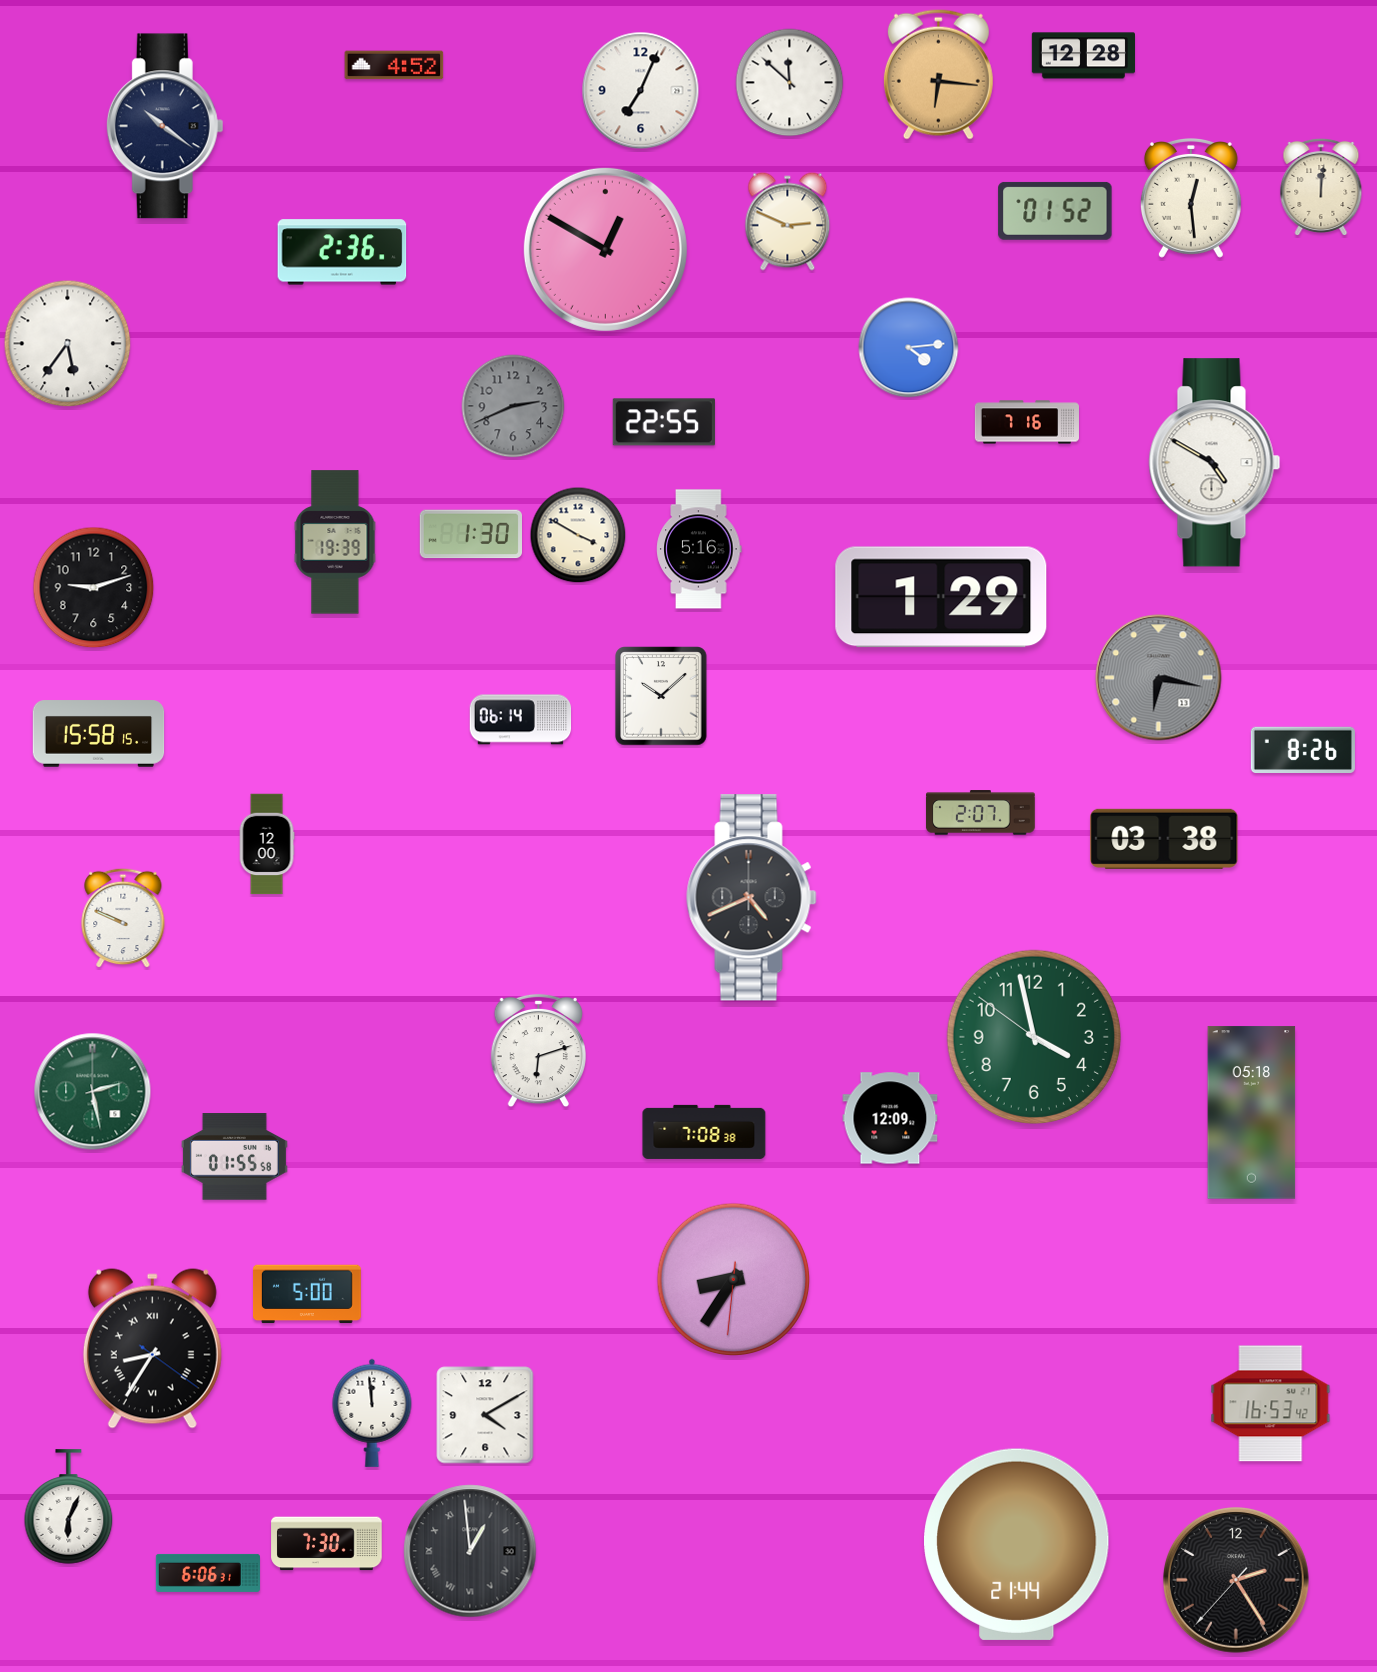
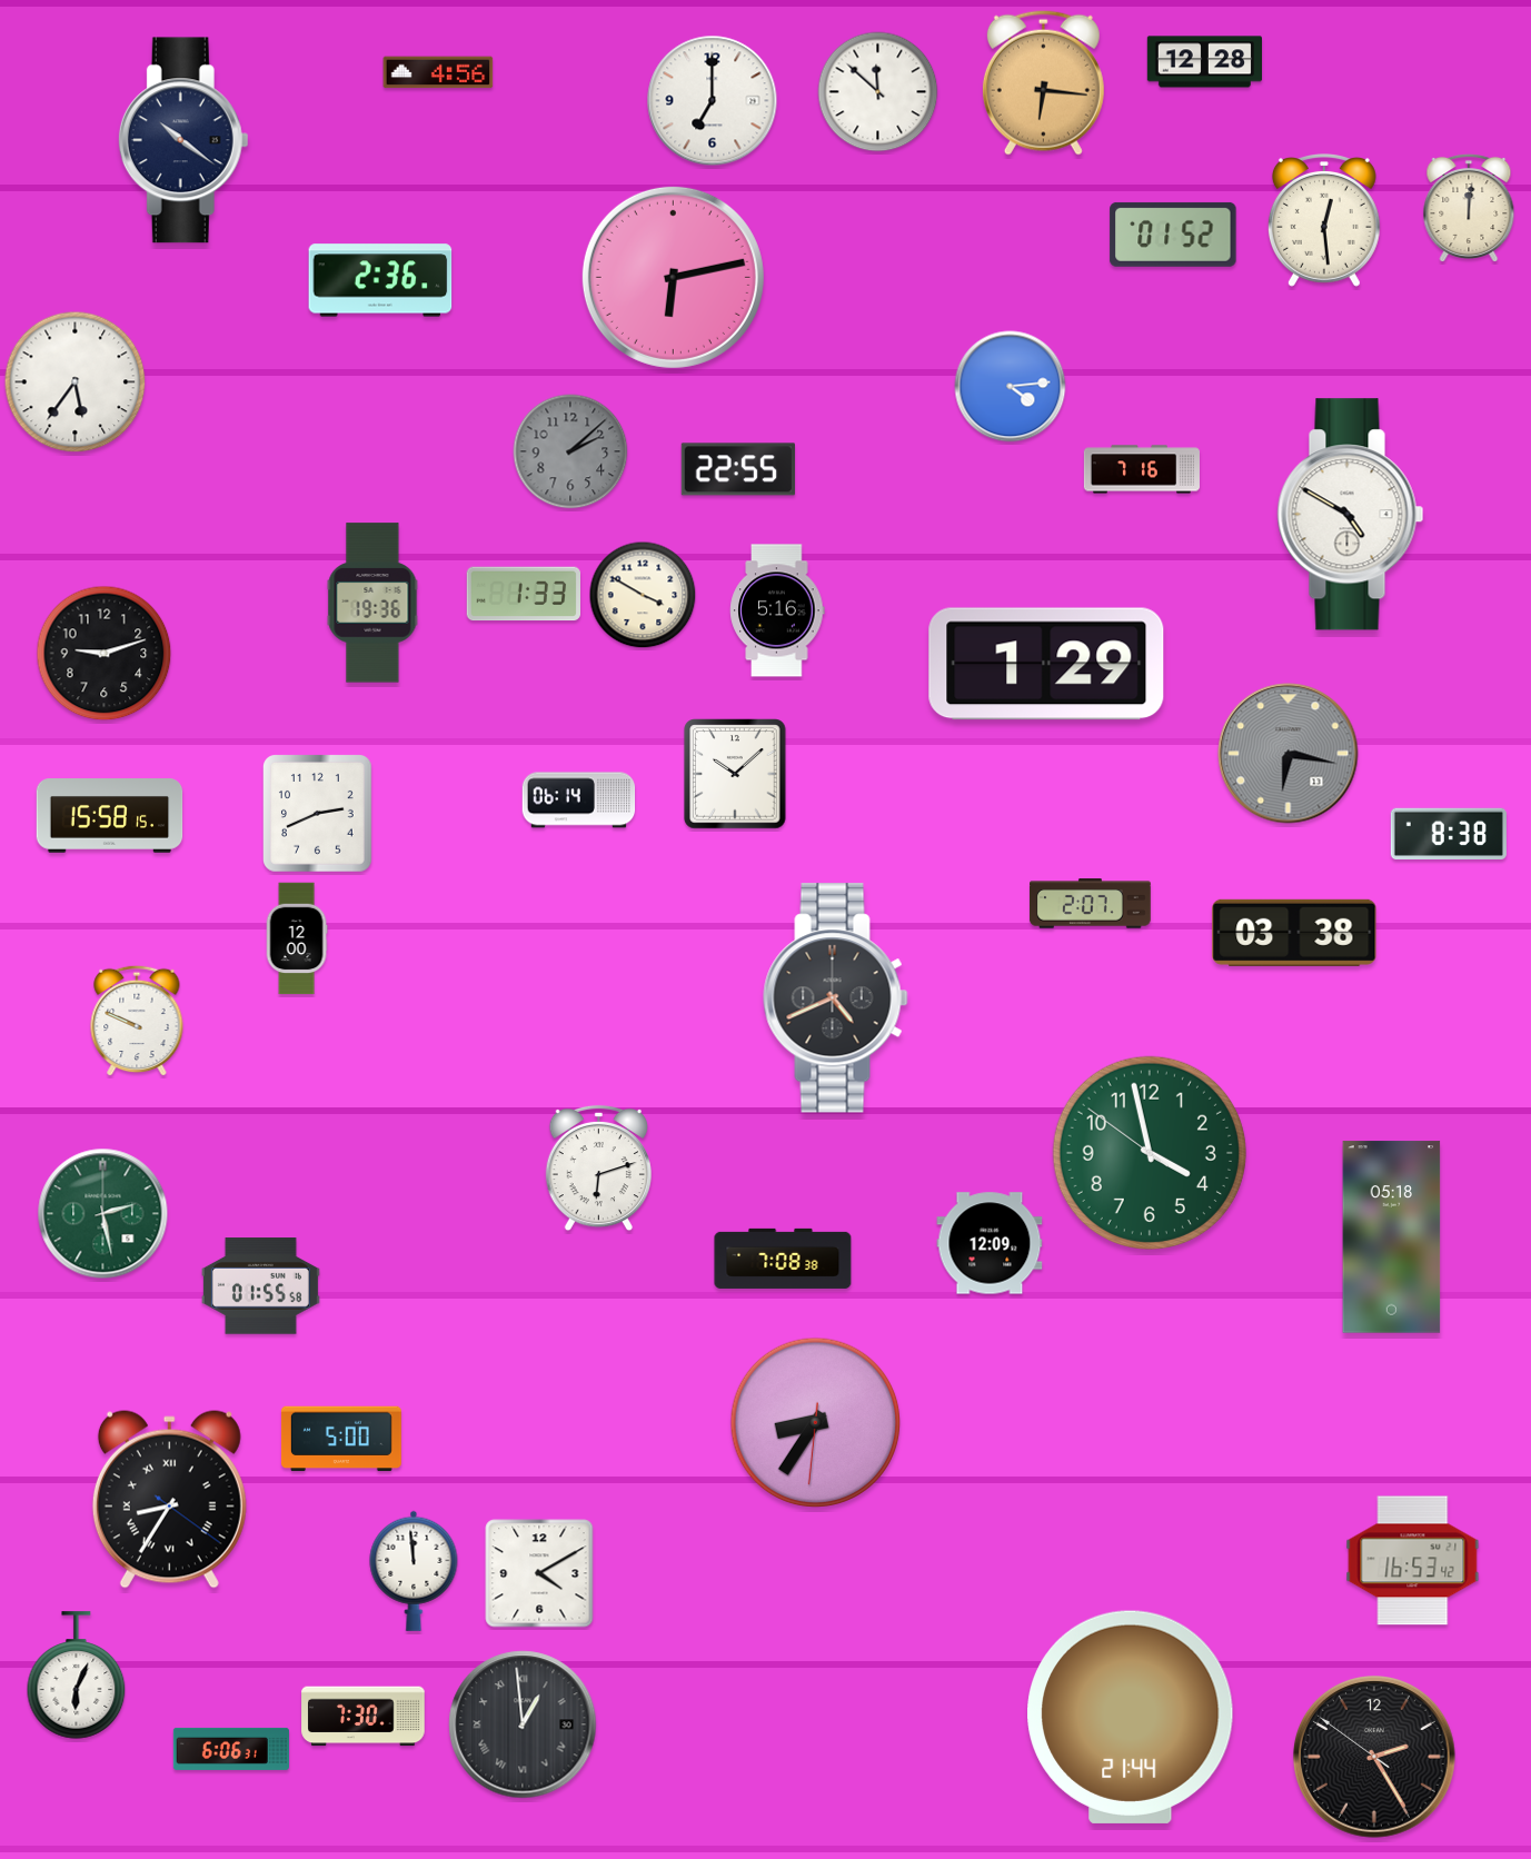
clock at (394, 65): 4:52 -> 4:56
clock at (641, 91): 7:04 -> 7:00
clock at (788, 222): 2:49 -> none
clock at (605, 249): 12:50 -> 6:13
clock at (513, 406): 2:41 -> 2:08
clock at (470, 534): 1:30 -> 1:33
clock at (335, 542): 19:39 -> 19:36
clock at (318, 814): none -> 2:41
clock at (1303, 749): 8:26 -> 8:38
clock at (1237, 1581): 2:24:37 -> 2:24:51
